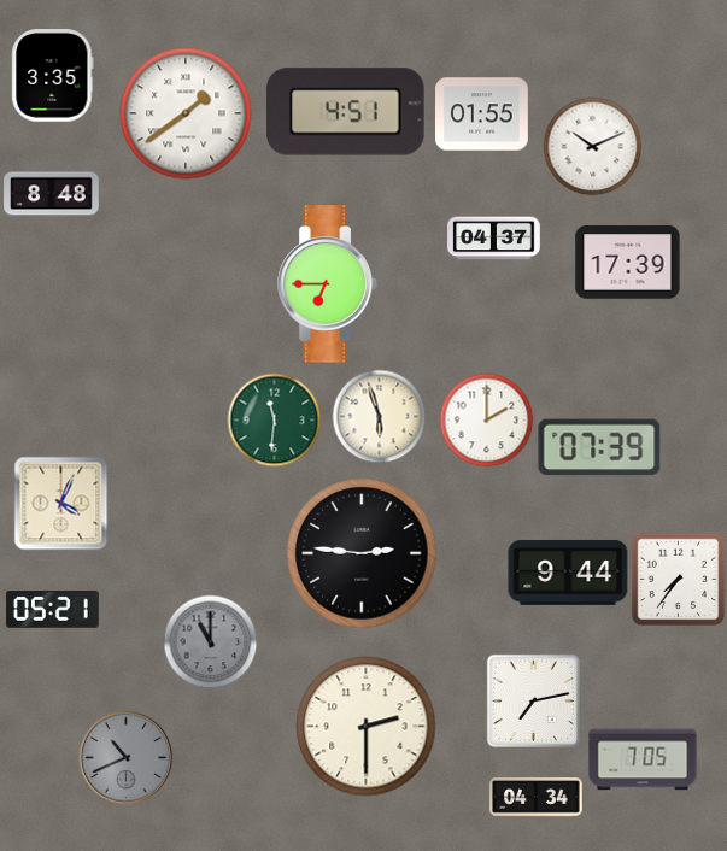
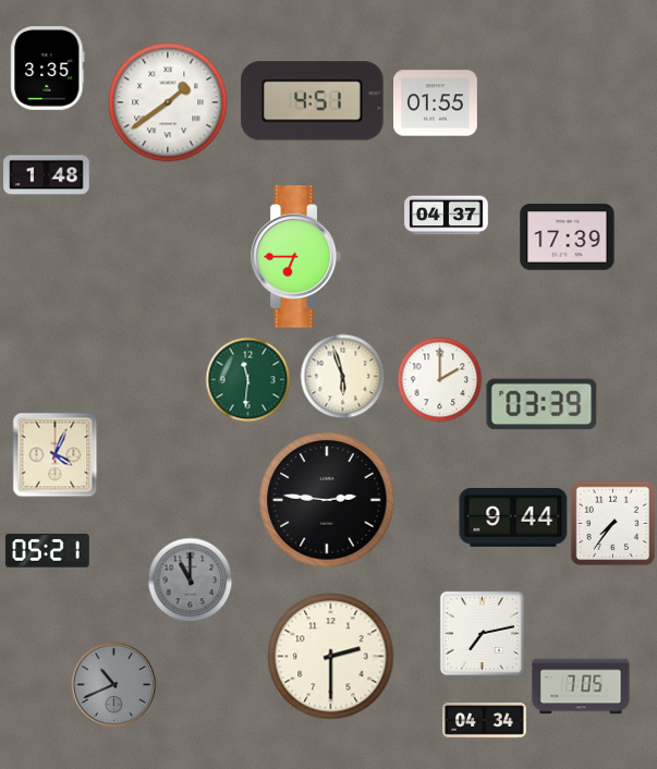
clock at (592, 146): 10:11 -> none
clock at (52, 194): 8:48 -> 1:48
clock at (599, 447): 07:39 -> 03:39
